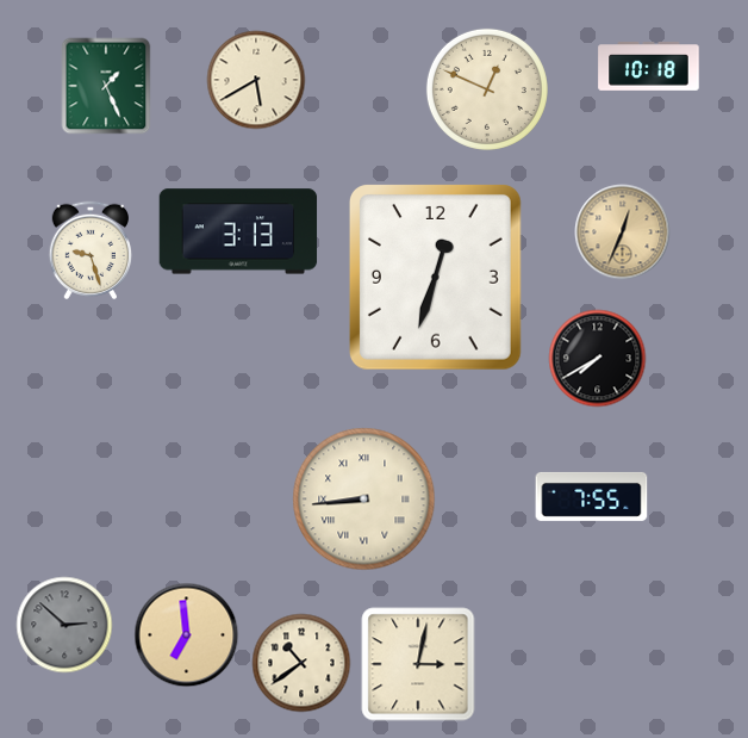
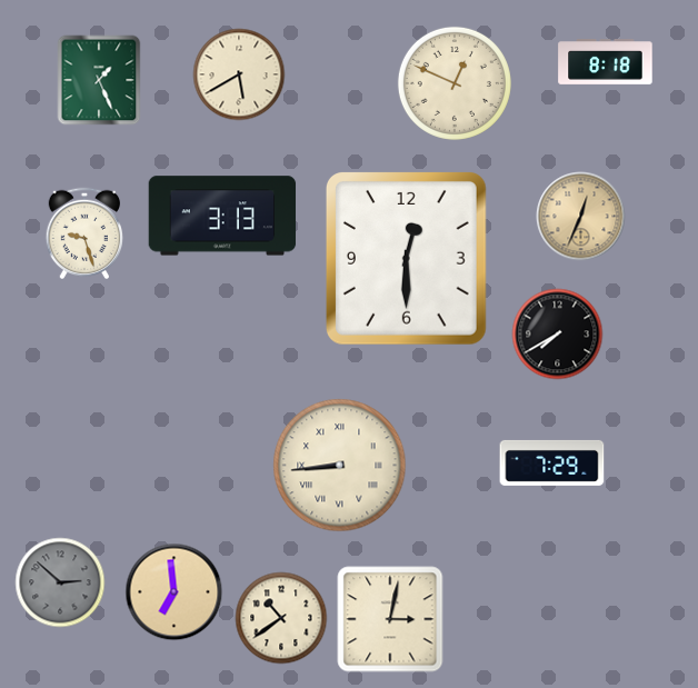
clock at (649, 67): 10:18 -> 8:18
clock at (435, 278): 12:33 -> 12:30
clock at (592, 496): 7:55 -> 7:29
